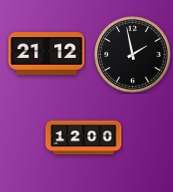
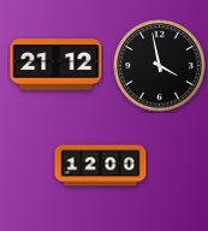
clock at (133, 55): 1:58 -> 3:58
